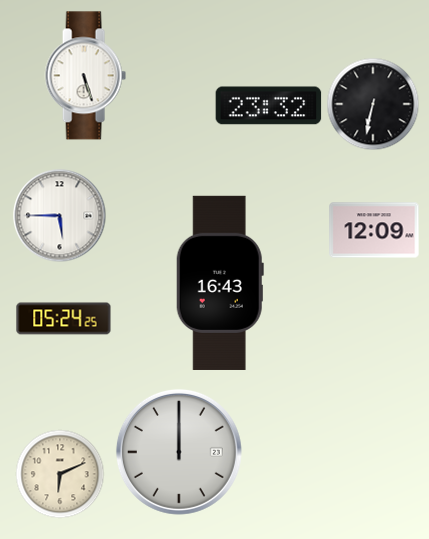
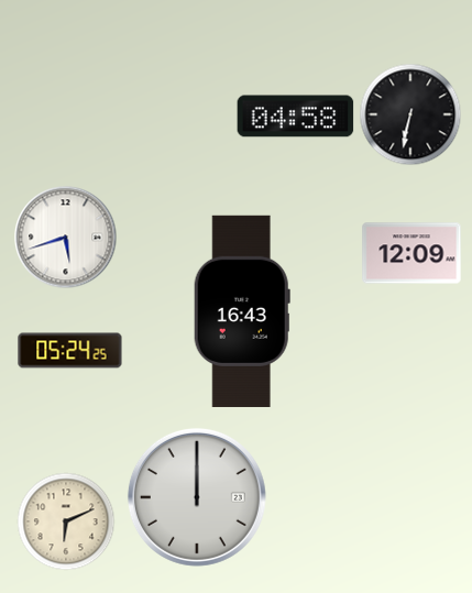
clock at (85, 76): 5:27 -> none
clock at (269, 106): 23:32 -> 04:58
clock at (60, 216): 5:45 -> 5:42
